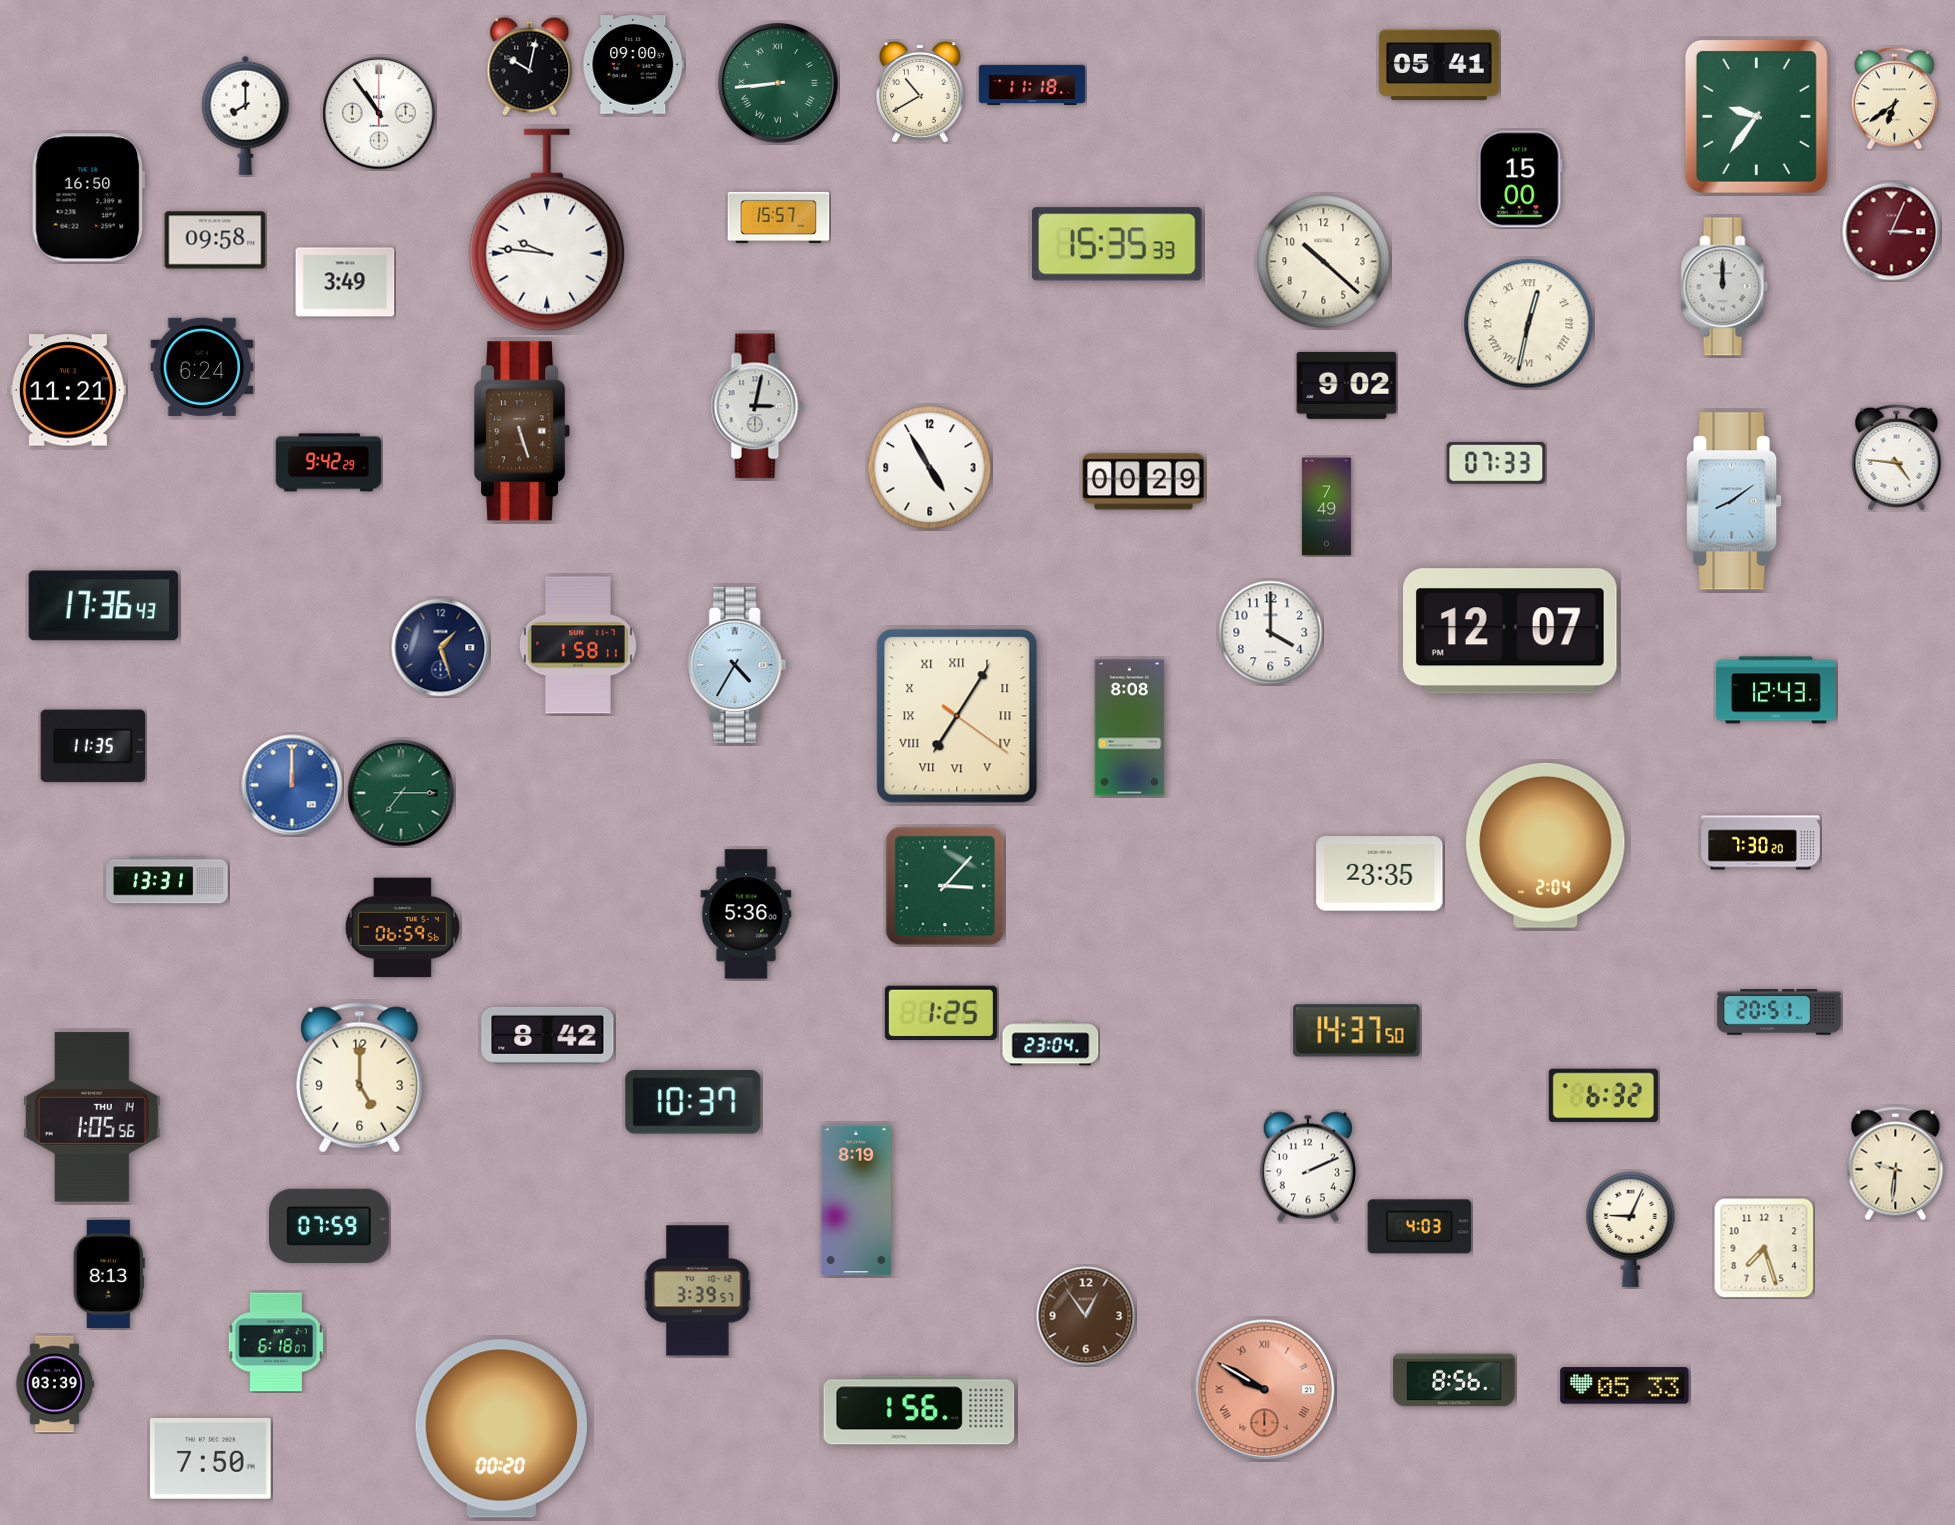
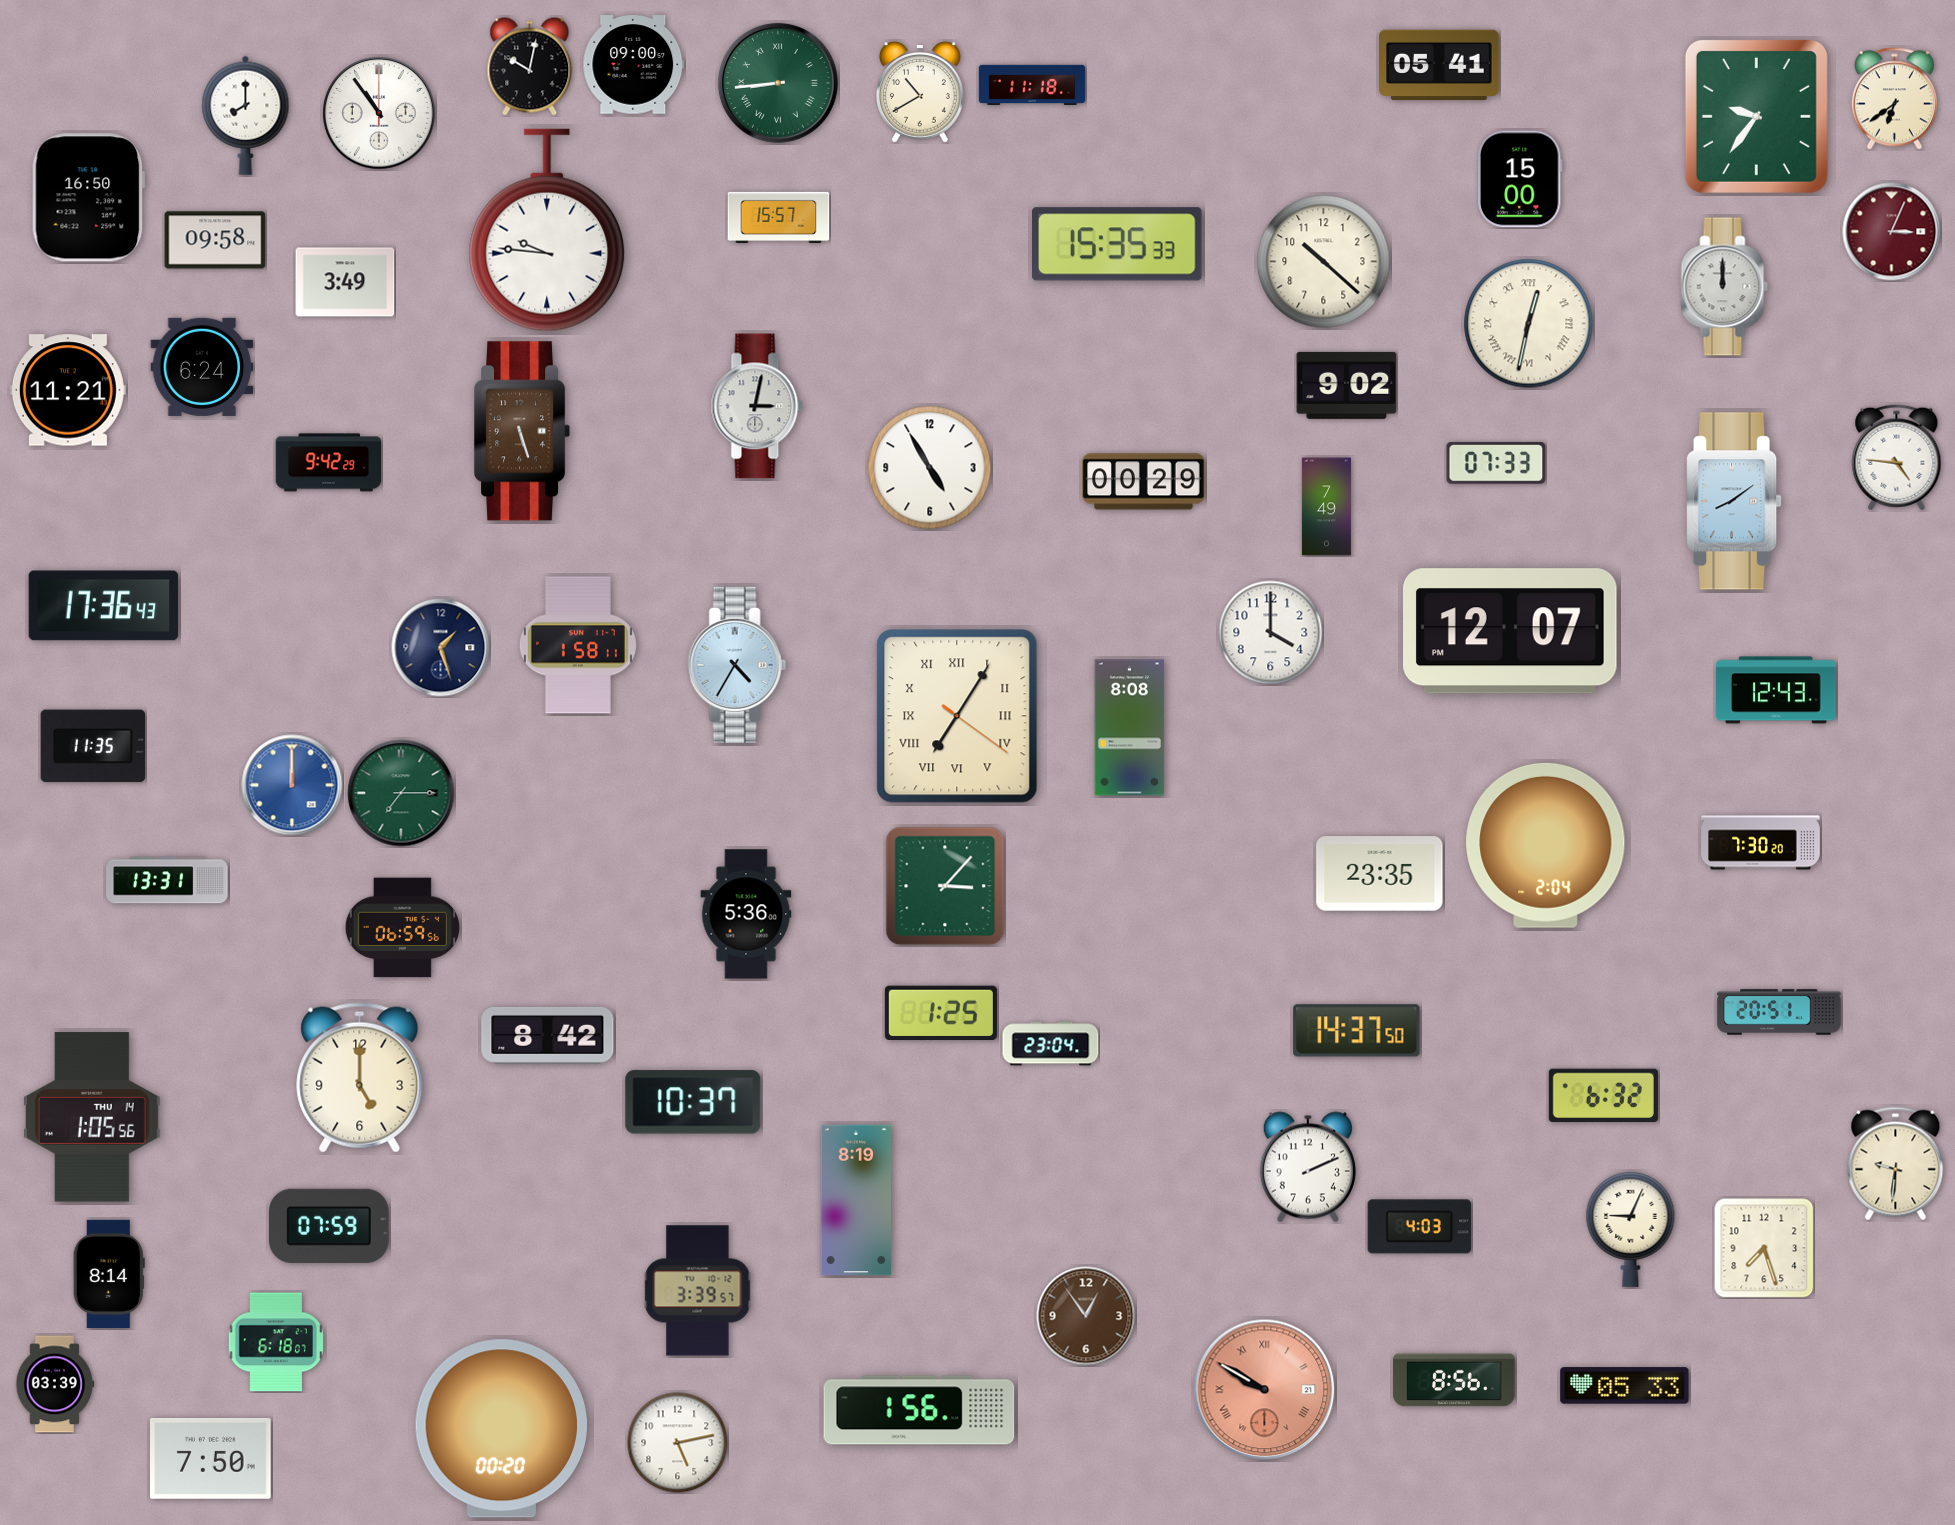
clock at (109, 1273): 8:13 -> 8:14
clock at (678, 1443): none -> 5:13
